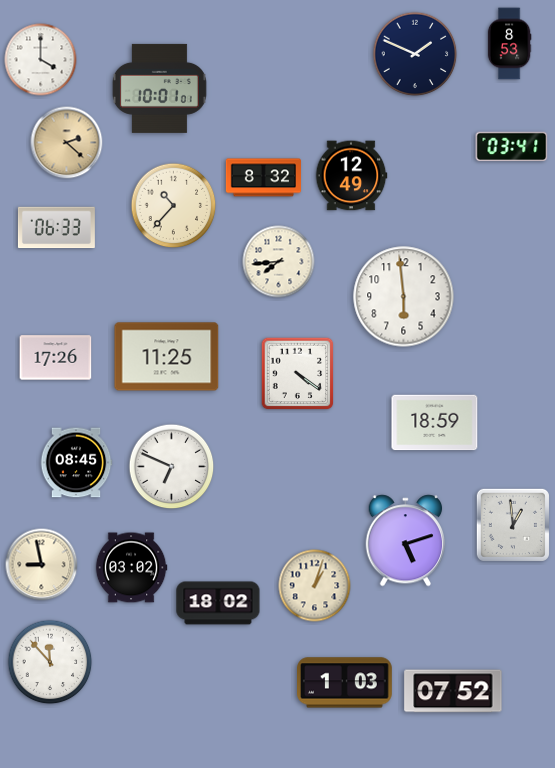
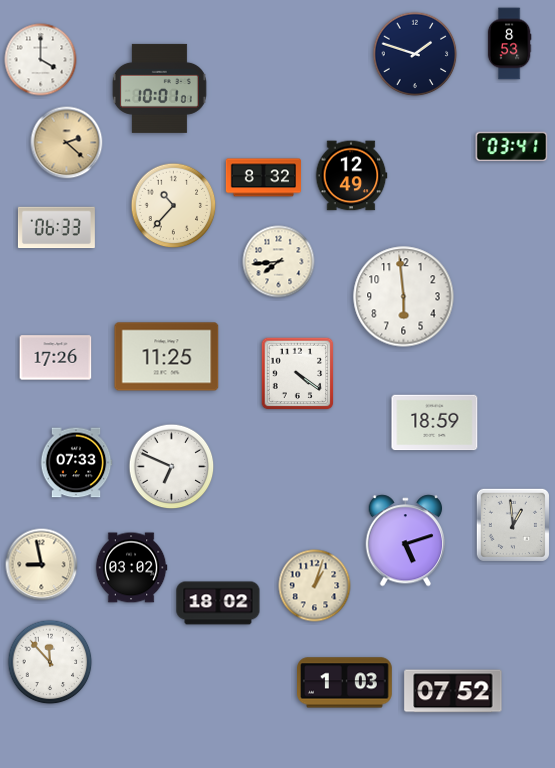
clock at (415, 54): 1:49 -> 1:48
clock at (76, 463): 08:45 -> 07:33
